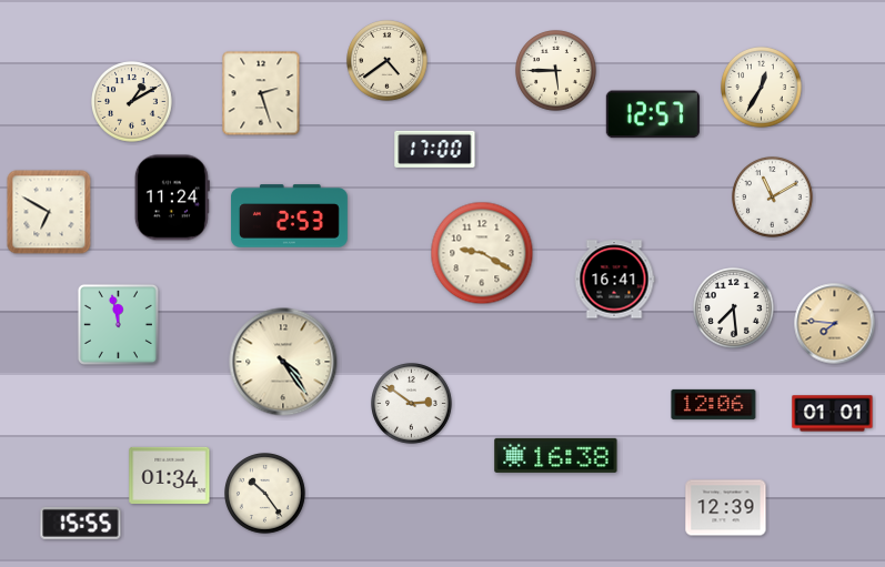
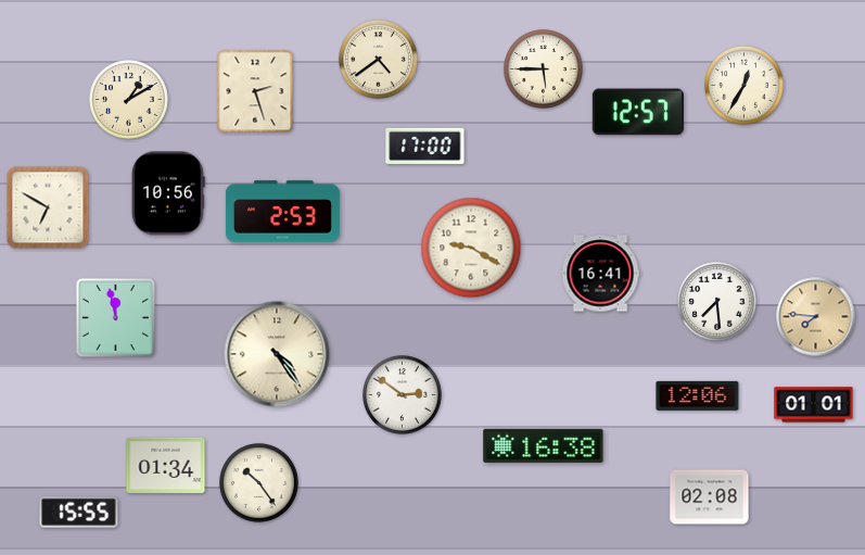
clock at (172, 198): 11:24 -> 10:56
clock at (773, 198): 11:10 -> none
clock at (726, 508): 12:39 -> 02:08
